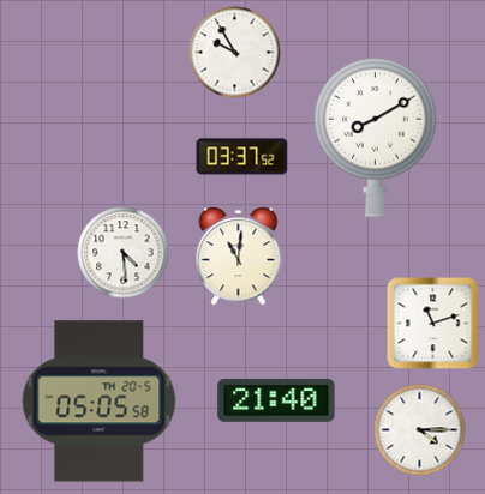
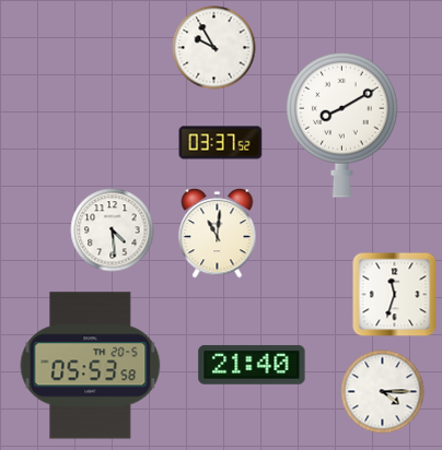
clock at (433, 324): 11:12 -> 11:33
clock at (100, 402): 05:05 -> 05:53
